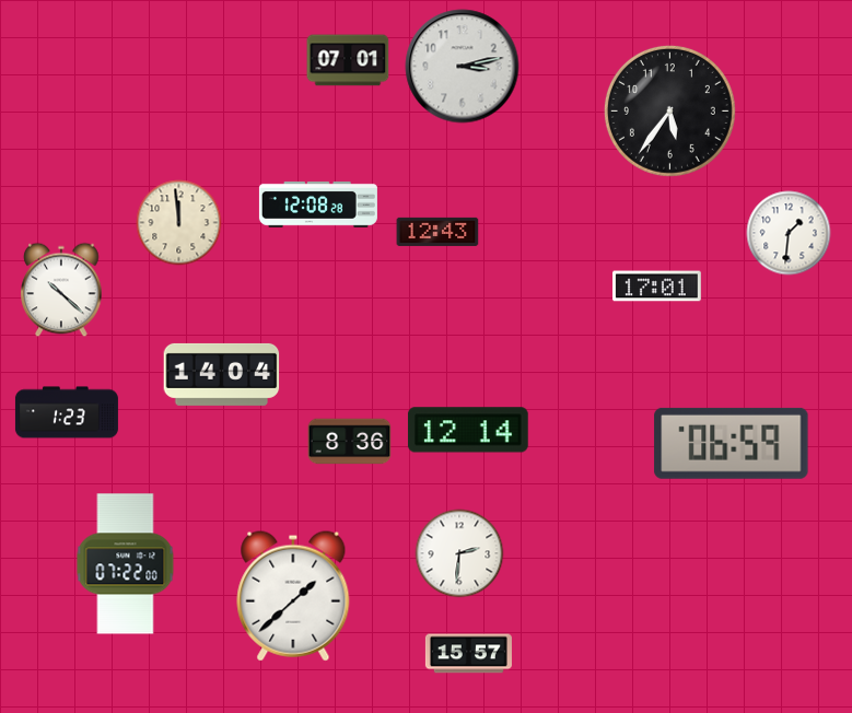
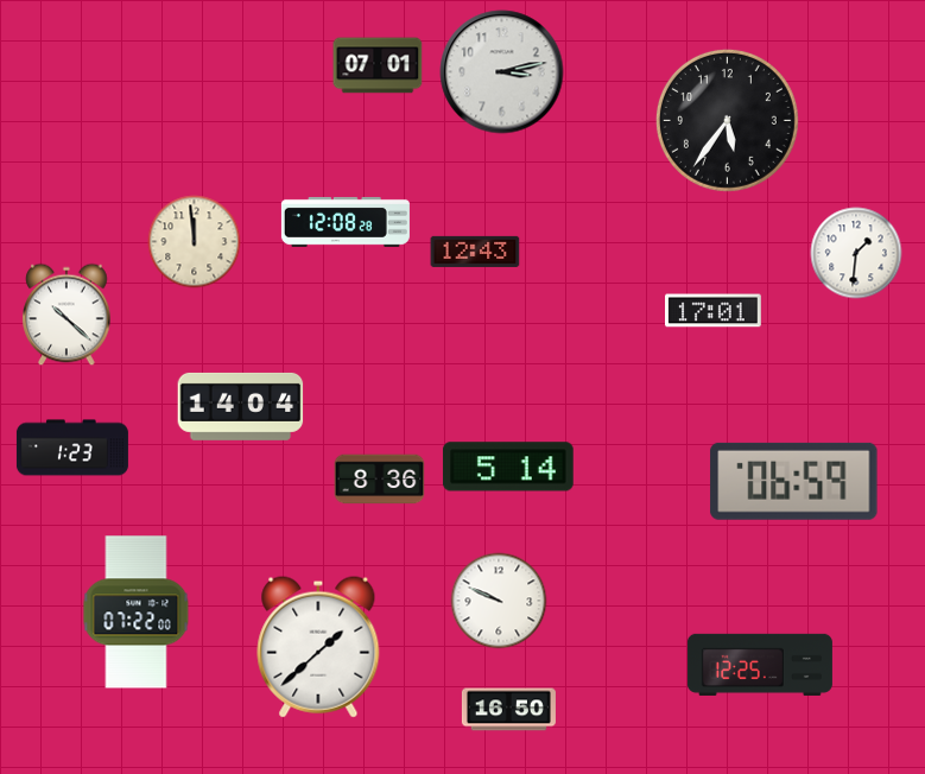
clock at (468, 430): 12:14 -> 5:14
clock at (459, 553): 2:31 -> 9:49
clock at (760, 665): none -> 12:25
clock at (468, 654): 15:57 -> 16:50
